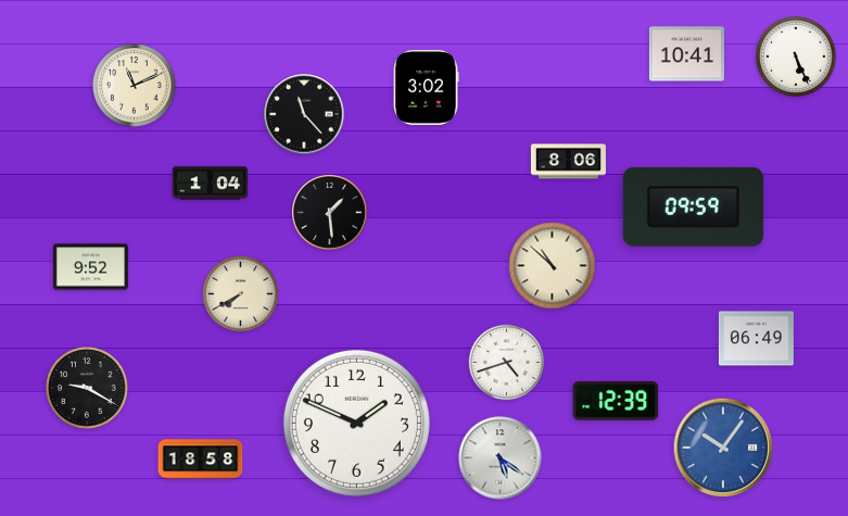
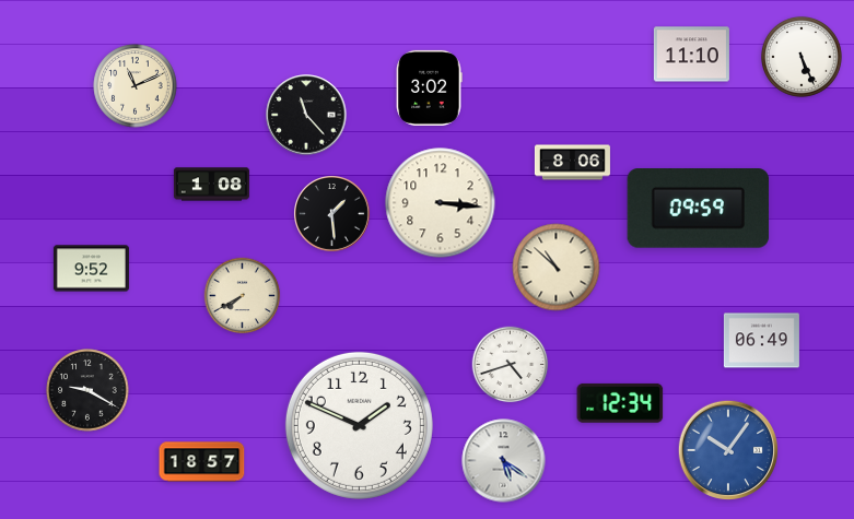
clock at (686, 54): 10:41 -> 11:10
clock at (210, 184): 1:04 -> 1:08
clock at (441, 203): none -> 3:16
clock at (616, 401): 12:39 -> 12:34
clock at (201, 460): 18:58 -> 18:57
